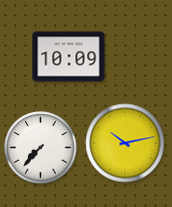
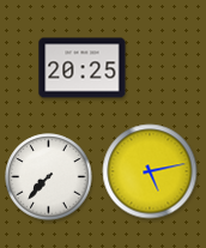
clock at (69, 57): 10:09 -> 20:25
clock at (125, 143): 10:13 -> 5:13
